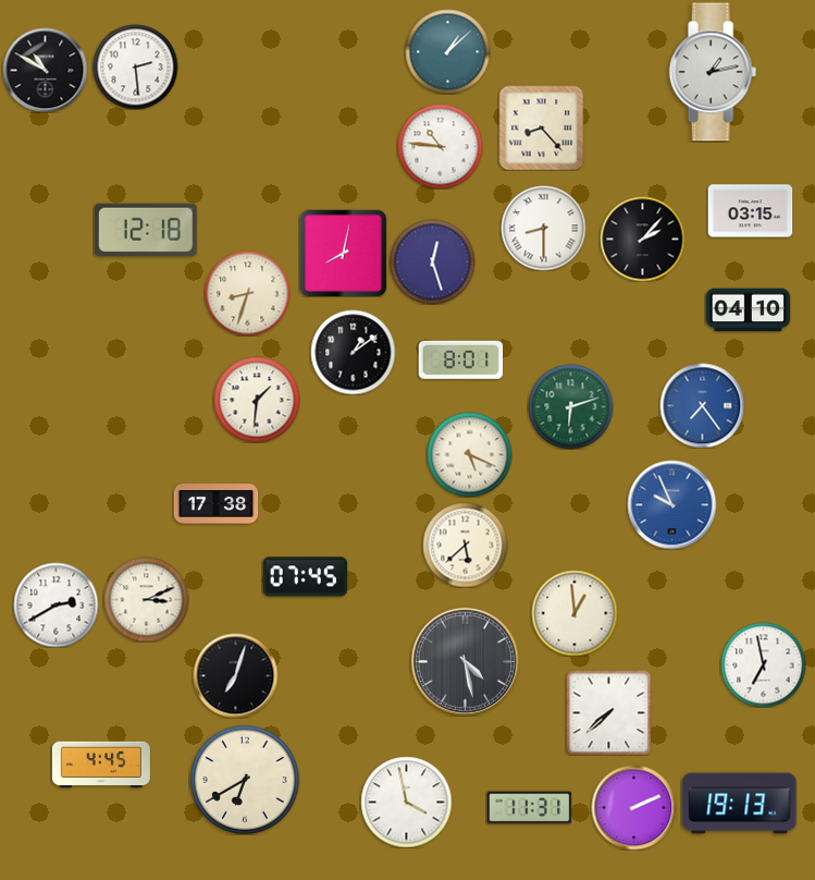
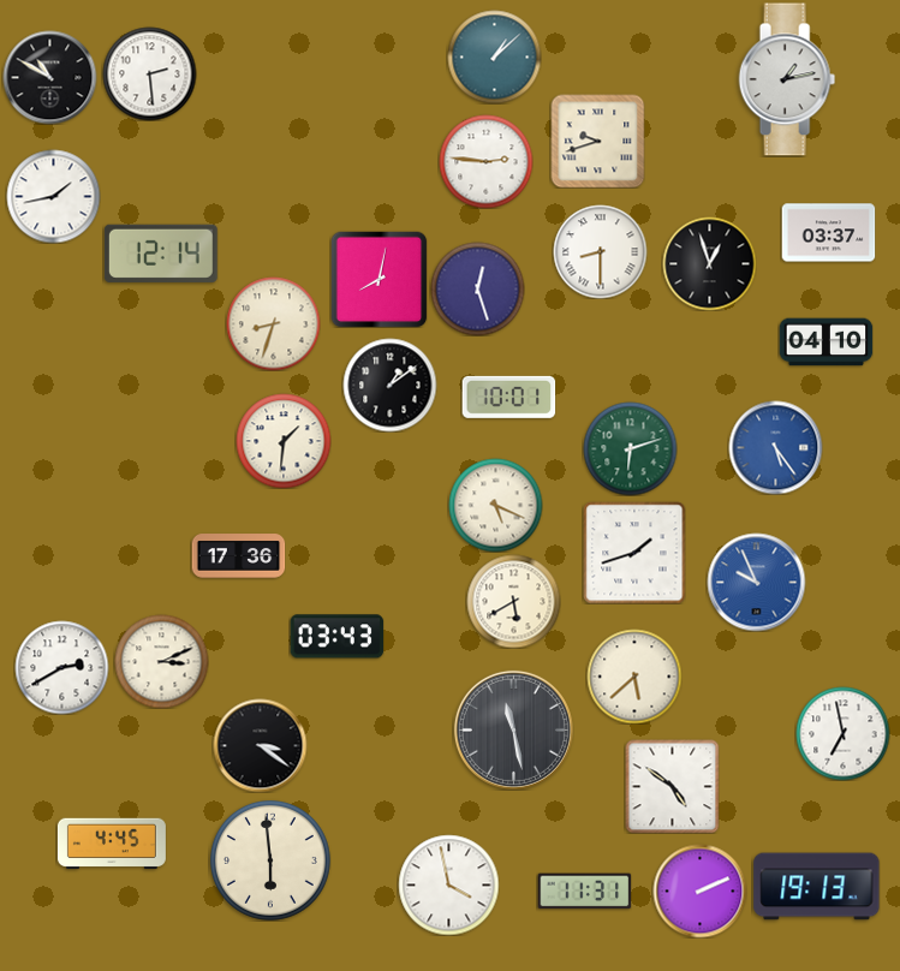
clock at (541, 127): 8:23 -> 9:42
clock at (440, 146): 10:46 -> 2:46
clock at (53, 196): none -> 1:43
clock at (750, 211): 03:15 -> 03:37
clock at (146, 230): 12:18 -> 12:14
clock at (642, 239): 2:07 -> 12:57
clock at (353, 352) position: (353, 352) -> (389, 385)
clock at (460, 359): 8:01 -> 10:01
clock at (702, 405): 7:24 -> 5:24
clock at (469, 454) position: (469, 454) -> (495, 505)
clock at (634, 553): none -> 1:42
clock at (215, 504): 17:38 -> 17:36
clock at (671, 504) position: (671, 504) -> (756, 582)
clock at (465, 545): 5:38 -> 5:40
clock at (305, 577): 07:45 -> 03:43
clock at (575, 613): 12:59 -> 5:38
clock at (465, 661): 4:28 -> 11:28
clock at (235, 675): 7:03 -> 3:21
clock at (608, 712): 7:38 -> 4:51
clock at (245, 780): 6:40 -> 5:59
